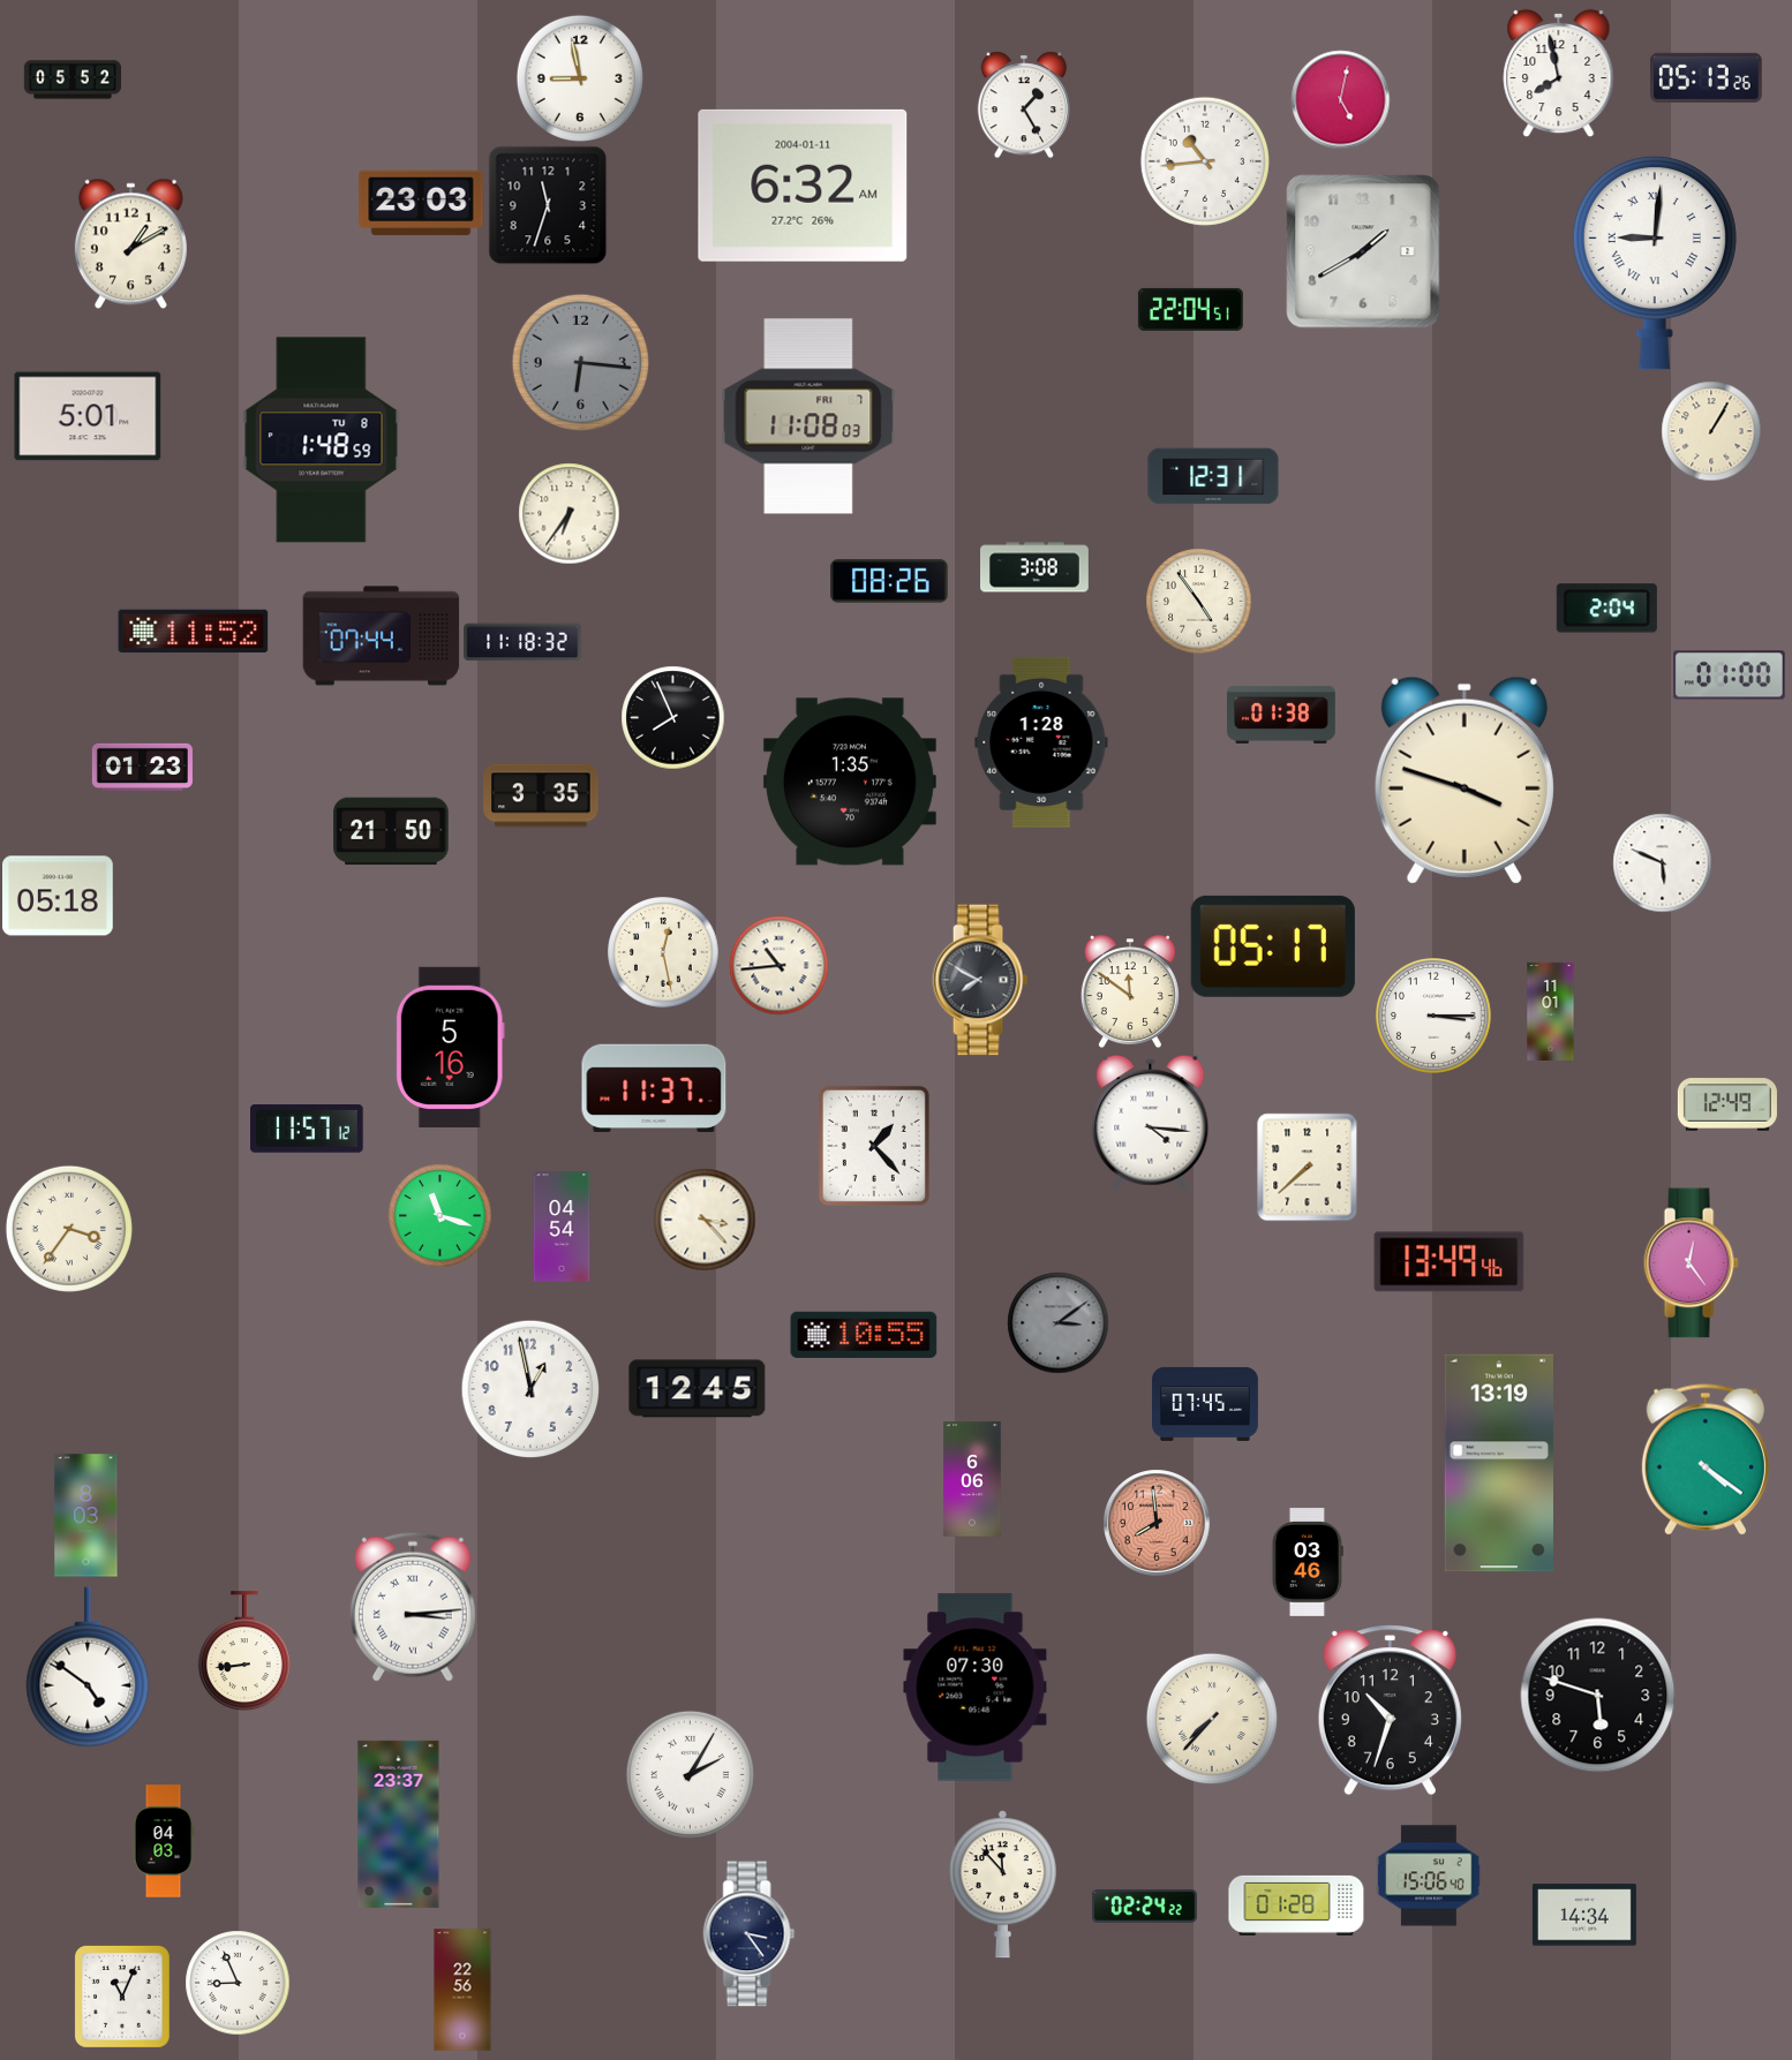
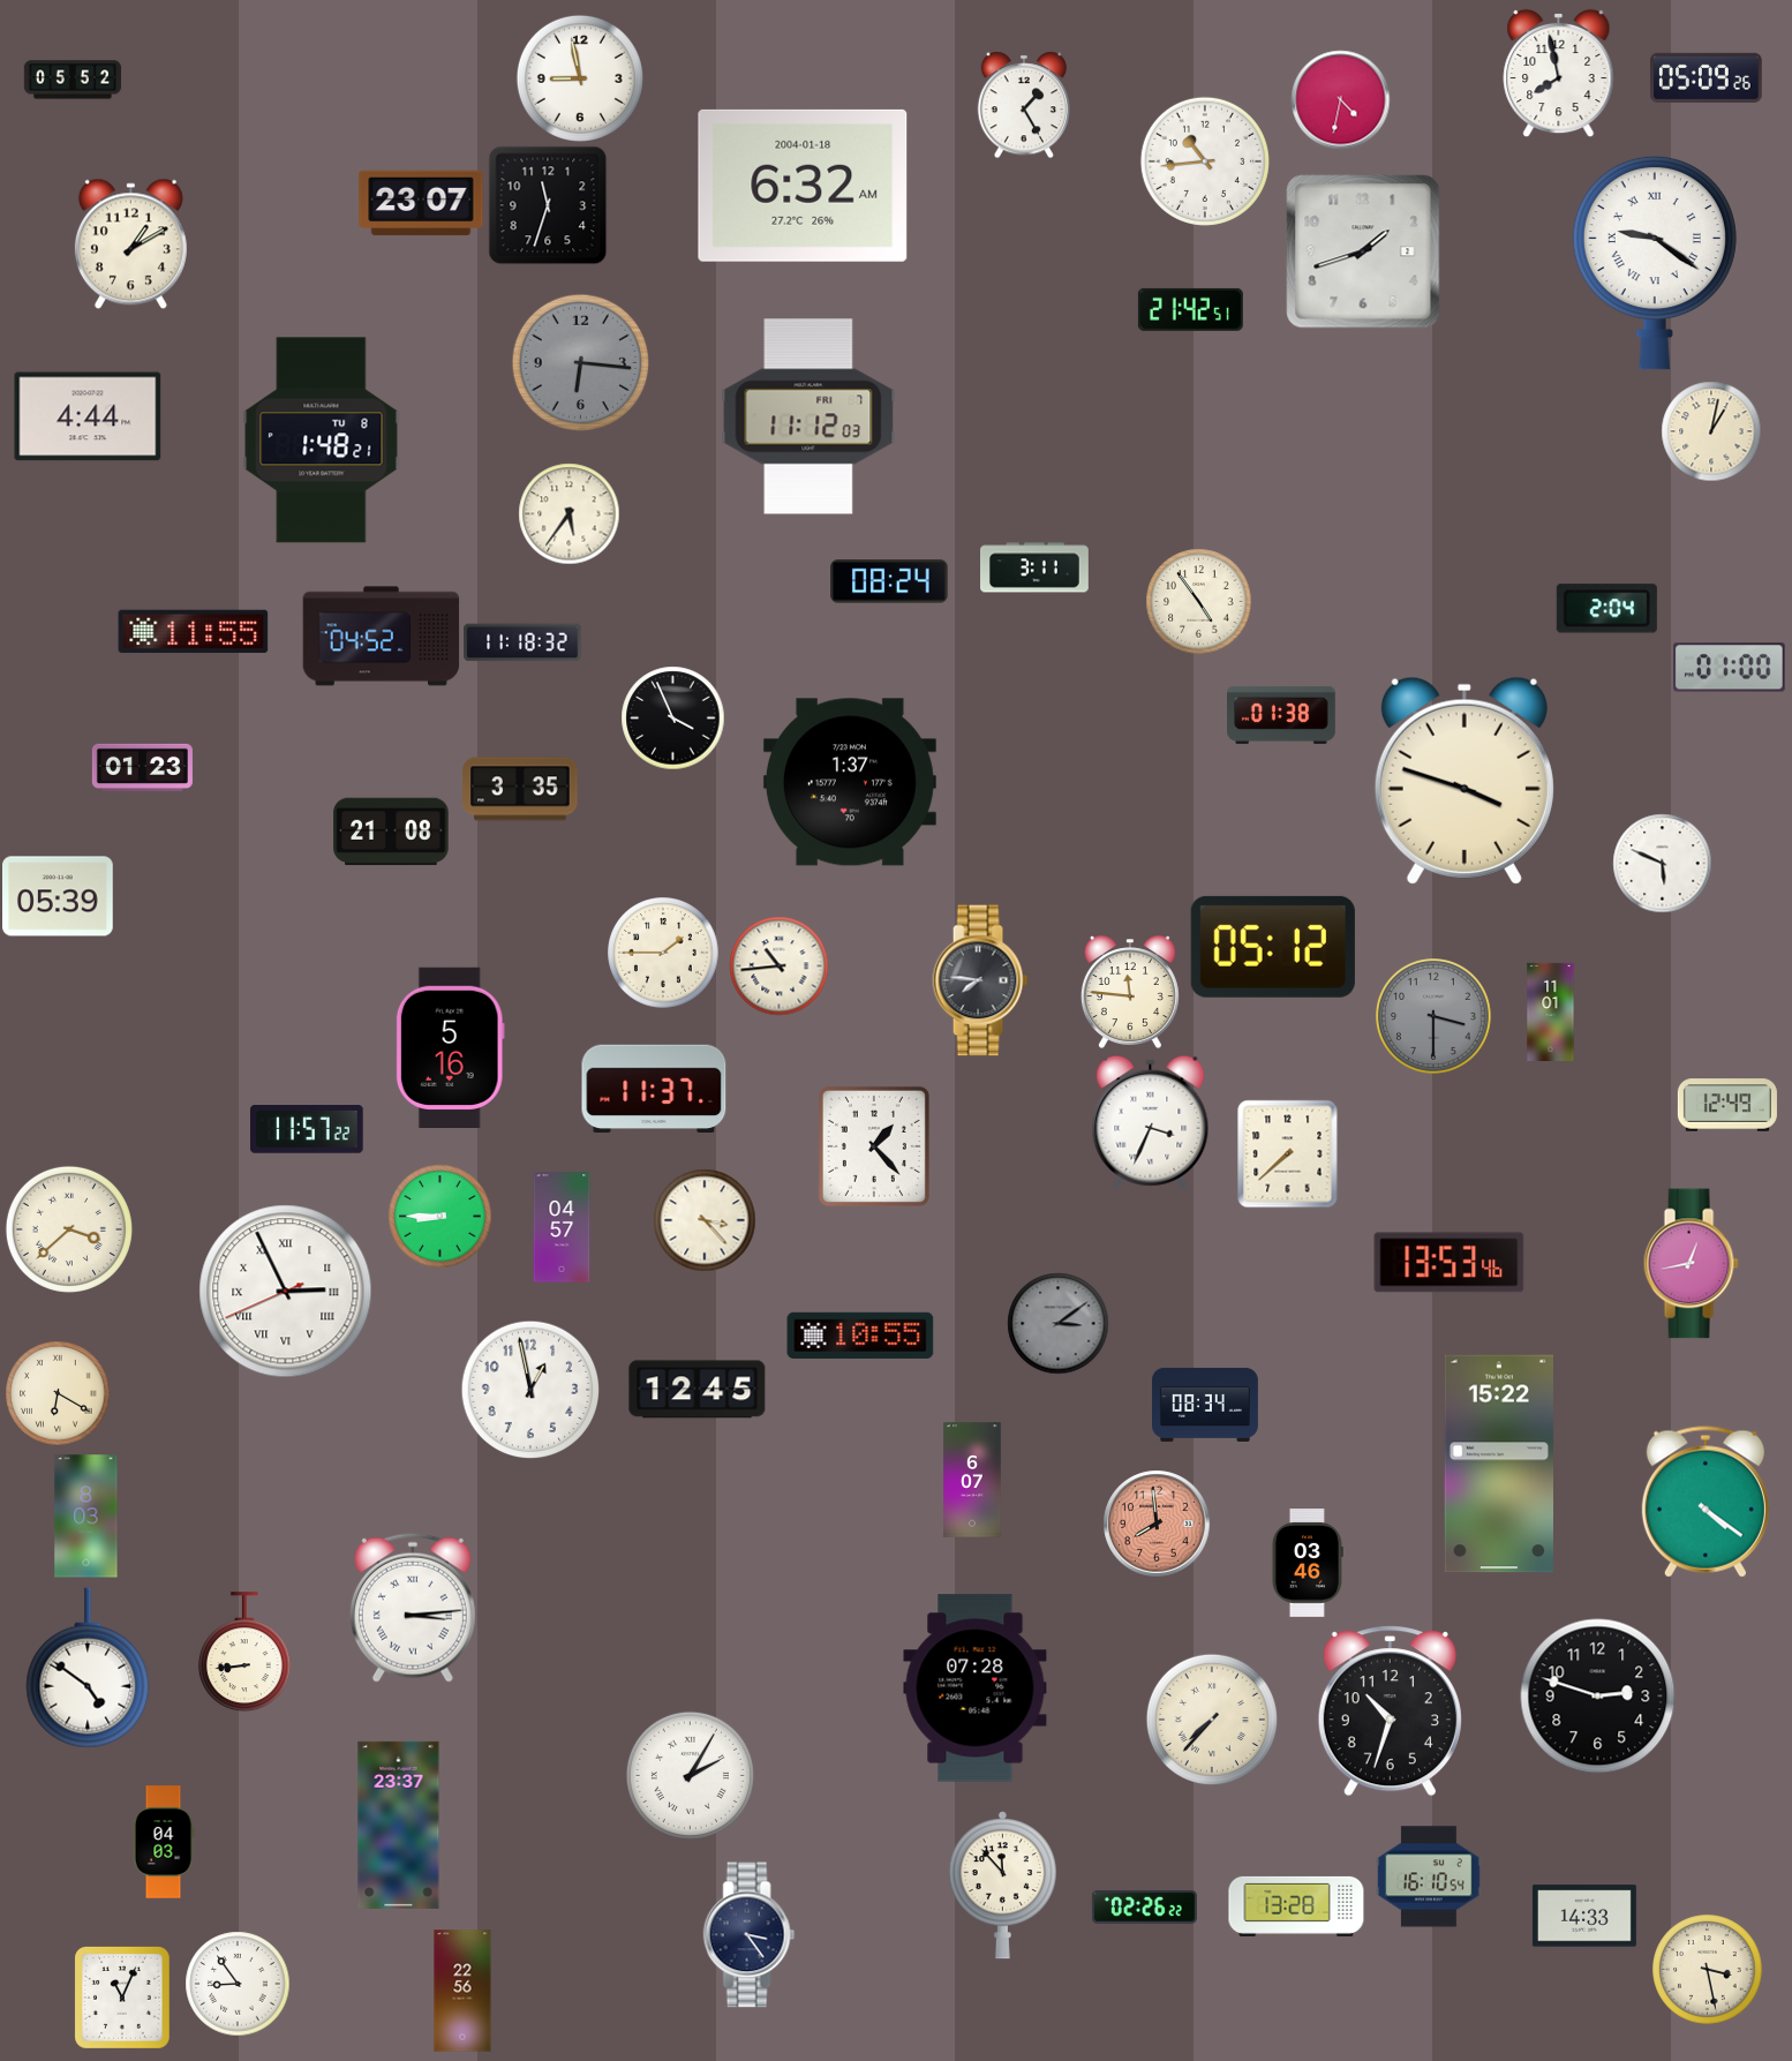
clock at (1707, 77): 05:13 -> 05:09
clock at (1340, 99): 5:02 -> 4:32
clock at (803, 186) date: 2004-01-11 -> 2004-01-18
clock at (421, 203): 23:03 -> 23:07
clock at (1363, 251): 1:40 -> 1:42
clock at (1655, 263): 9:01 -> 9:21
clock at (1190, 309): 22:04 -> 21:42
clock at (88, 416): 5:01 -> 4:44
clock at (808, 416): 11:08 -> 11:12
clock at (1711, 431): 1:05 -> 1:02
clock at (322, 440): 1:48:59 -> 1:48:21
clock at (1213, 476): 12:31 -> none
clock at (569, 513): 6:36 -> 5:36
clock at (1036, 567): 3:08 -> 3:11
clock at (889, 581): 08:26 -> 08:24
clock at (194, 632): 11:52 -> 11:55
clock at (382, 636): 07:44 -> 04:52
clock at (1730, 676) position: (1730, 676) -> (1730, 668)
clock at (672, 717): 7:56 -> 3:56
clock at (1041, 742): 1:28 -> none
clock at (850, 782): 1:35 -> 1:37
clock at (541, 795) position: (541, 795) -> (520, 789)
clock at (391, 831): 21:50 -> 21:08
clock at (59, 896): 05:18 -> 05:39
clock at (1273, 946): 05:17 -> 05:12
clock at (663, 952): 12:28 -> 1:45
clock at (980, 980): 7:50 -> 7:46
clock at (1130, 991): 11:51 -> 11:46
clock at (1435, 1017): 3:15 -> 3:30
clock at (1435, 1017) dial: white -> grey
clock at (1151, 1122): 4:16 -> 3:34
clock at (307, 1130): 11:57:12 -> 11:57:22
clock at (1308, 1167) position: (1308, 1167) -> (1288, 1153)
clock at (439, 1215): 11:18 -> 8:45
clock at (562, 1227): 04:54 -> 04:57
clock at (69, 1229): 3:36 -> 3:38
clock at (1450, 1262): 13:49 -> 13:53
clock at (1691, 1263): 12:24 -> 12:43
clock at (286, 1292): none -> 2:55
clock at (864, 1335) position: (864, 1335) -> (860, 1336)
clock at (58, 1393): none -> 6:20
clock at (1206, 1404): 07:45 -> 08:34
clock at (1706, 1459) position: (1706, 1459) -> (1706, 1502)
clock at (1498, 1463): 13:19 -> 15:22
clock at (972, 1479): 6:06 -> 6:07
clock at (976, 1688): 07:30 -> 07:28
clock at (1598, 1696): 5:48 -> 2:48
clock at (1429, 1876): 15:06 -> 16:10
clock at (1296, 1906): 01:28 -> 13:28
clock at (1144, 1907): 02:24 -> 02:26
clock at (1584, 1915): 14:34 -> 14:33
clock at (1707, 1969): none -> 3:28
clock at (238, 1983): 8:56 -> 8:54
